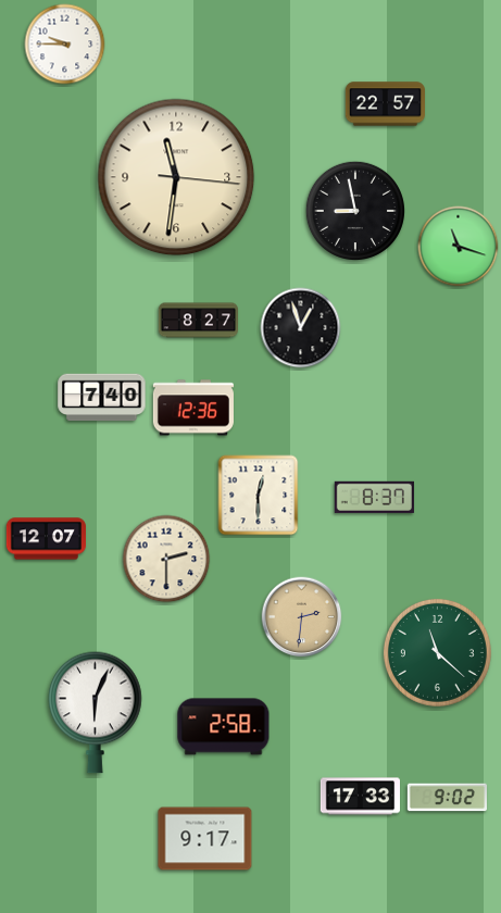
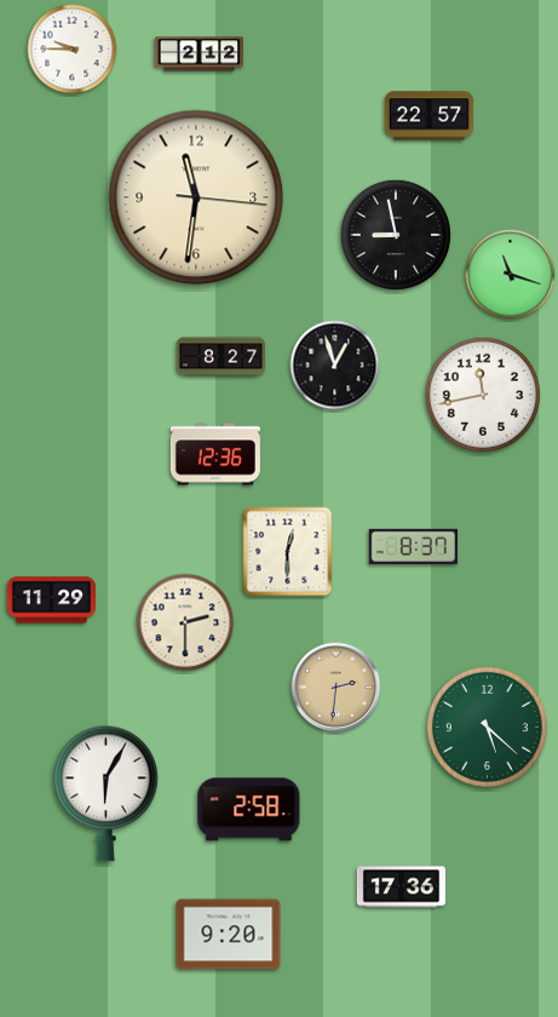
clock at (199, 54): none -> 2:12
clock at (483, 395): none -> 11:43
clock at (102, 398): 7:40 -> none
clock at (374, 497) position: (374, 497) -> (413, 546)
clock at (46, 539): 12:07 -> 11:29
clock at (437, 652): 11:22 -> 5:22
clock at (96, 712): 6:04 -> 6:05
clock at (360, 797): 17:33 -> 17:36
clock at (447, 798): 9:02 -> none
clock at (205, 839): 9:17 -> 9:20
